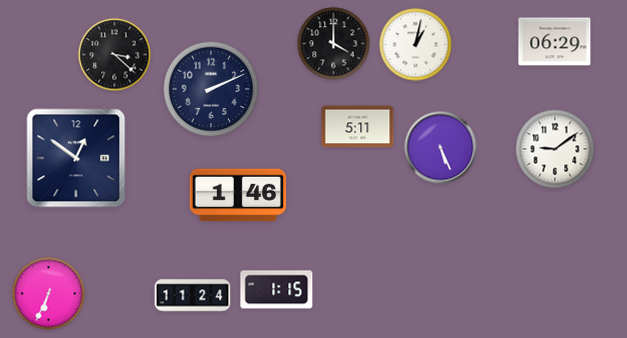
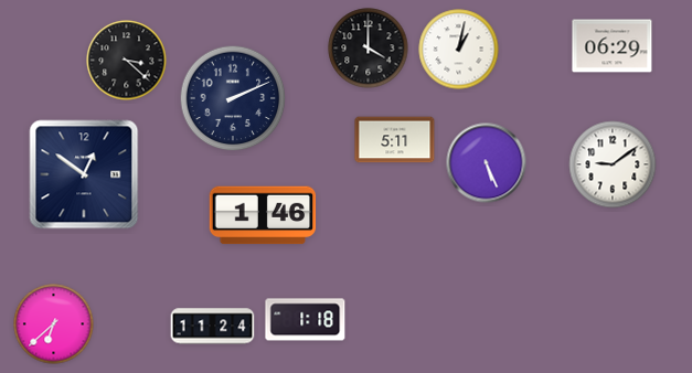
clock at (277, 290): 1:15 -> 1:18
clock at (49, 294): 6:34 -> 6:38
